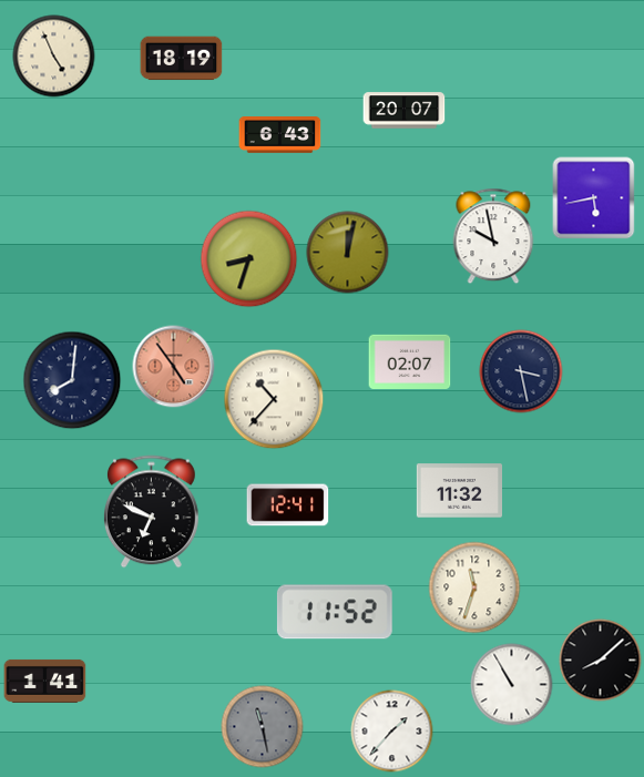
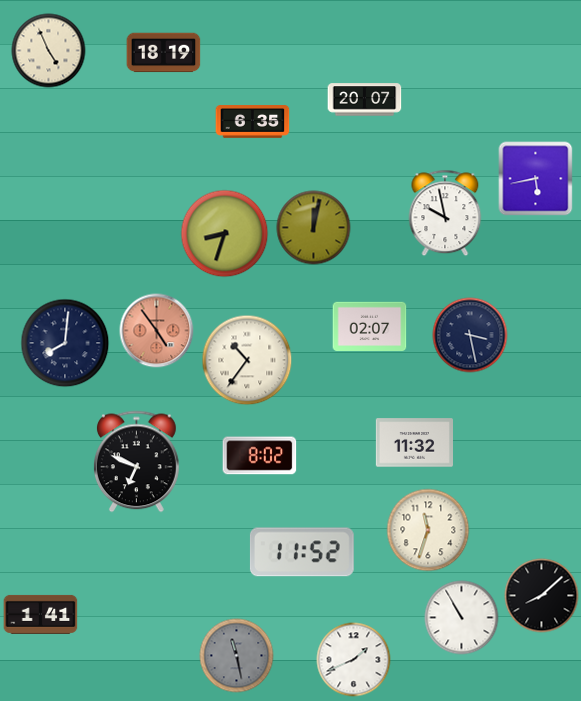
clock at (280, 135): 6:43 -> 6:35
clock at (274, 399): 10:37 -> 10:36
clock at (288, 505): 12:41 -> 8:02
clock at (392, 732): 1:37 -> 1:41
